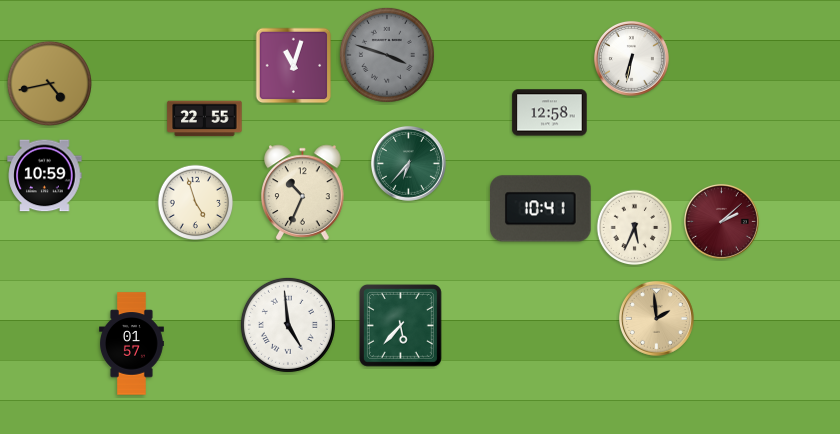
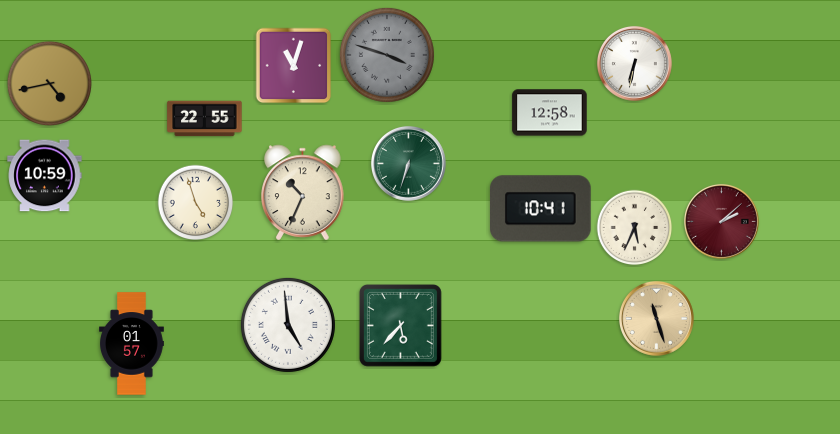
clock at (631, 58) position: (631, 58) -> (634, 63)
clock at (408, 163): 6:37 -> 6:33
clock at (656, 318): 1:59 -> 11:27
